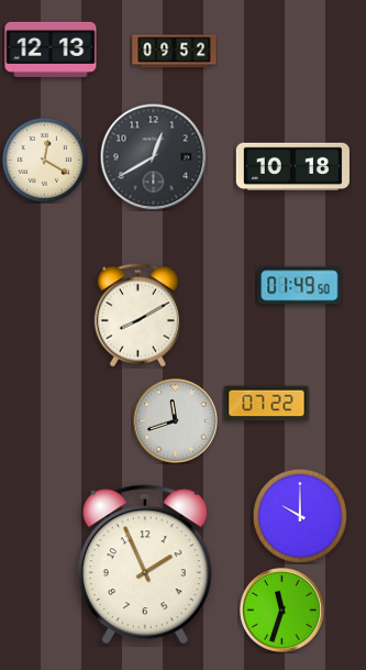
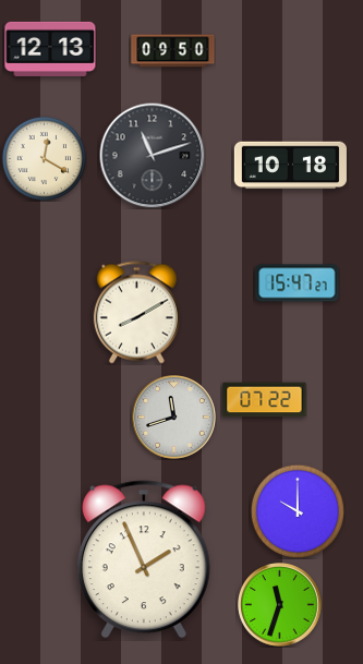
clock at (175, 52): 09:52 -> 09:50
clock at (154, 157): 12:40 -> 11:12
clock at (300, 286): 01:49 -> 15:47
